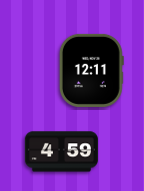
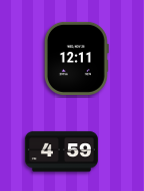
clock at (91, 70) position: (91, 70) -> (76, 58)
